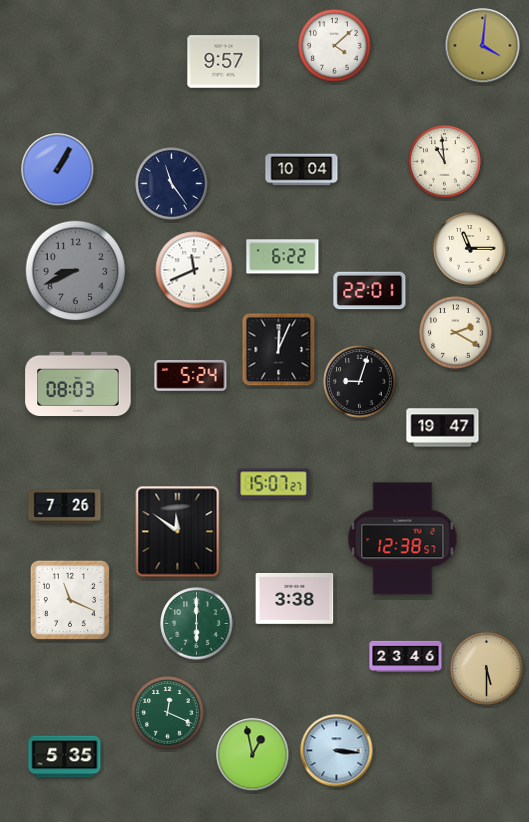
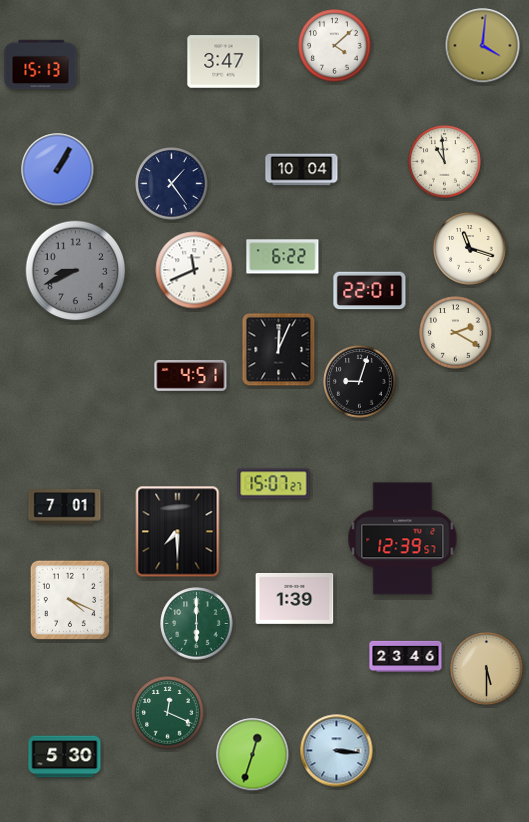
clock at (224, 62): 9:57 -> 3:47
clock at (41, 65): none -> 15:13
clock at (172, 184): 11:24 -> 1:24
clock at (470, 249): 11:15 -> 11:18
clock at (191, 375): 5:24 -> 4:51
clock at (78, 384): 08:03 -> none
clock at (443, 428): 19:47 -> none
clock at (65, 507): 7:26 -> 7:01
clock at (178, 532): 11:51 -> 7:30
clock at (403, 539): 12:38 -> 12:39
clock at (295, 599): 3:38 -> 1:39
clock at (70, 600): 11:19 -> 4:19
clock at (253, 755): 12:58 -> 12:33
clock at (65, 757): 5:35 -> 5:30
